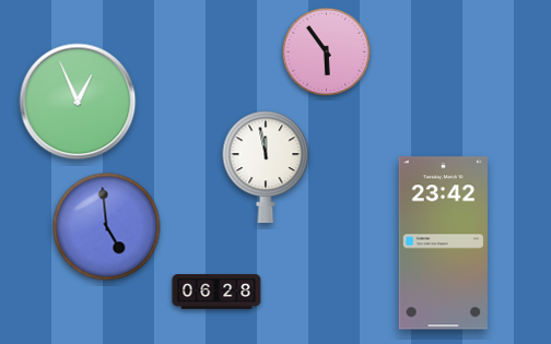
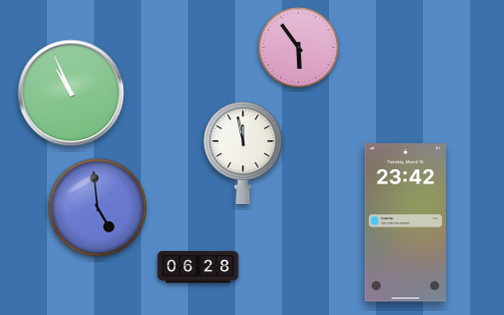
clock at (78, 102): 12:56 -> 10:56
